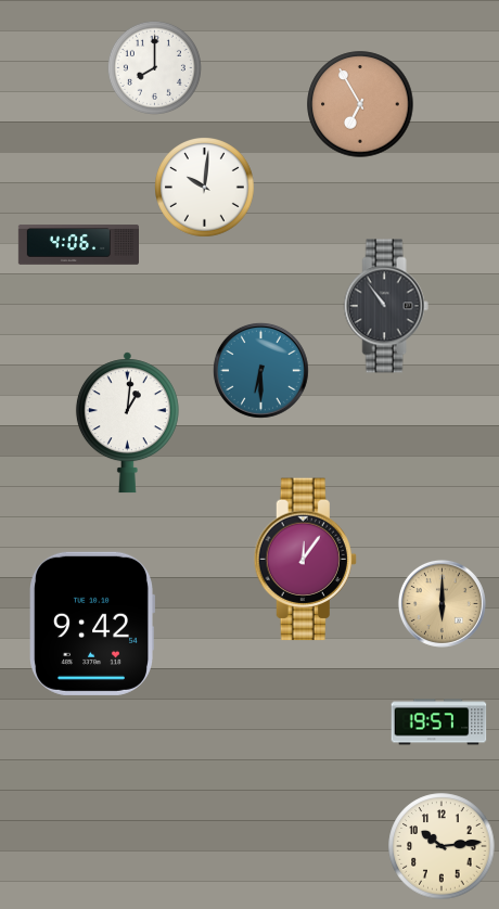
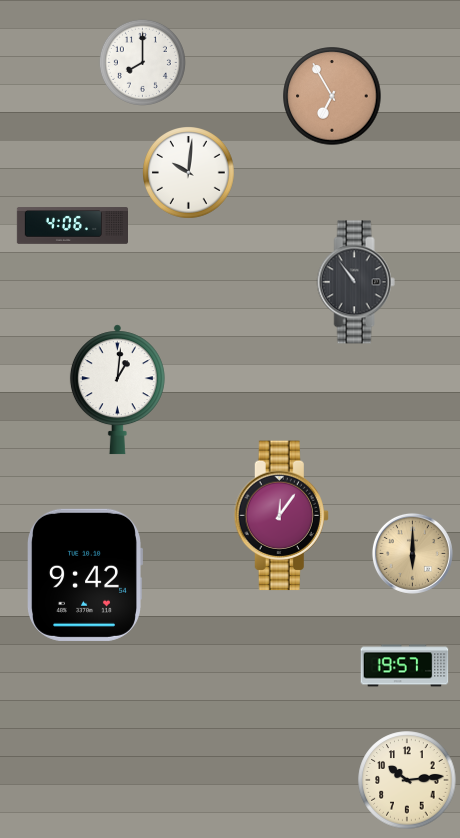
clock at (260, 370): 6:30 -> none
clock at (442, 603) position: (442, 603) -> (412, 553)
